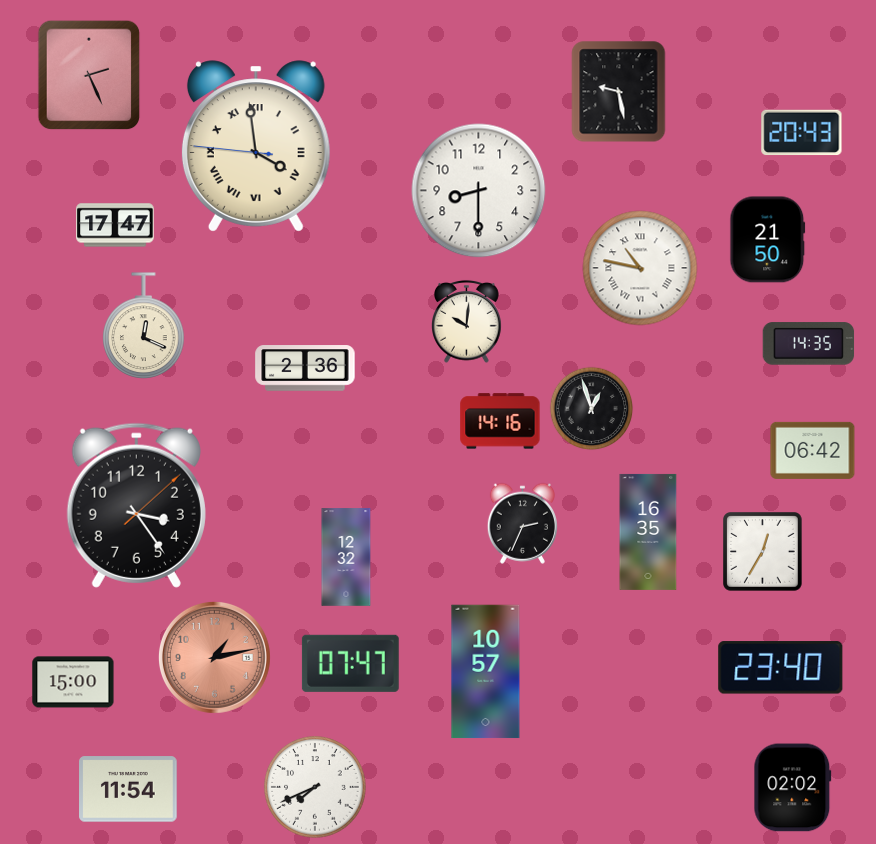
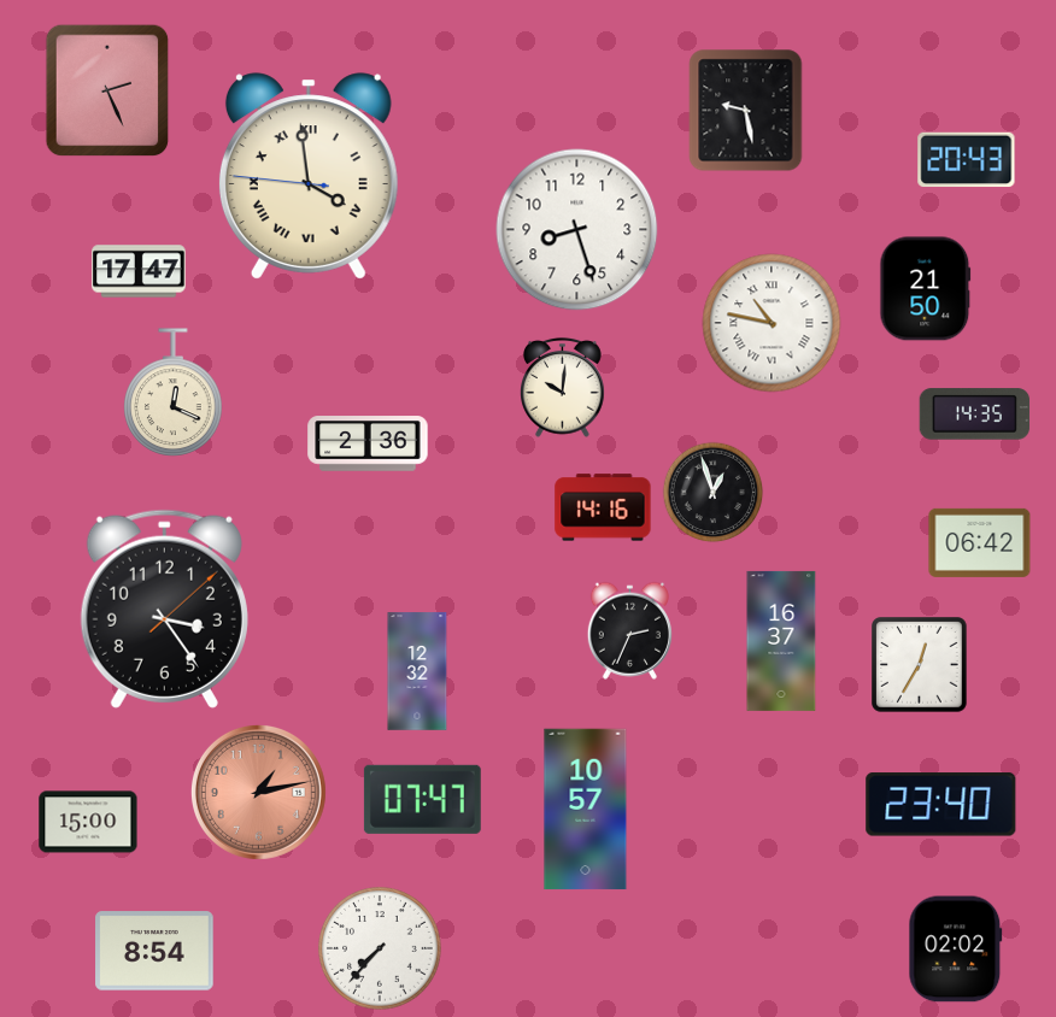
clock at (479, 191): 8:30 -> 8:27
clock at (648, 532): 16:35 -> 16:37
clock at (315, 787): 7:41 -> 7:37
clock at (128, 789): 11:54 -> 8:54
